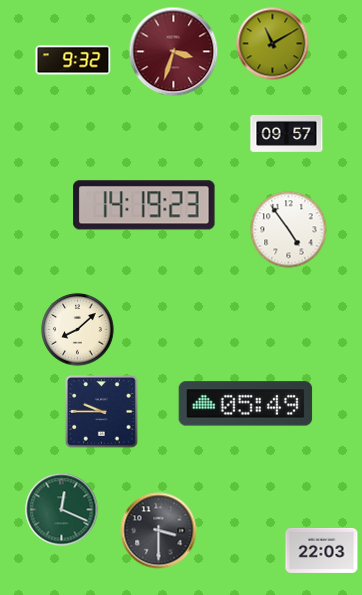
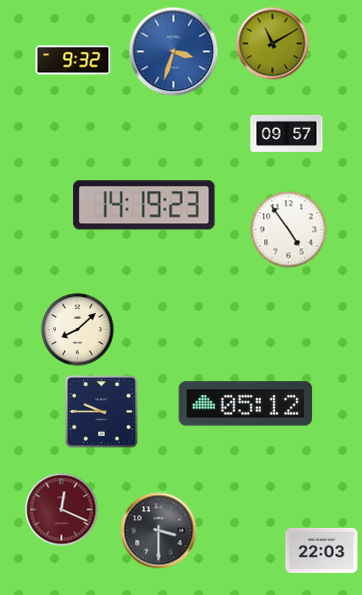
clock at (174, 52) dial: burgundy -> blue
clock at (246, 404): 05:49 -> 05:12
clock at (62, 510) dial: green -> burgundy
